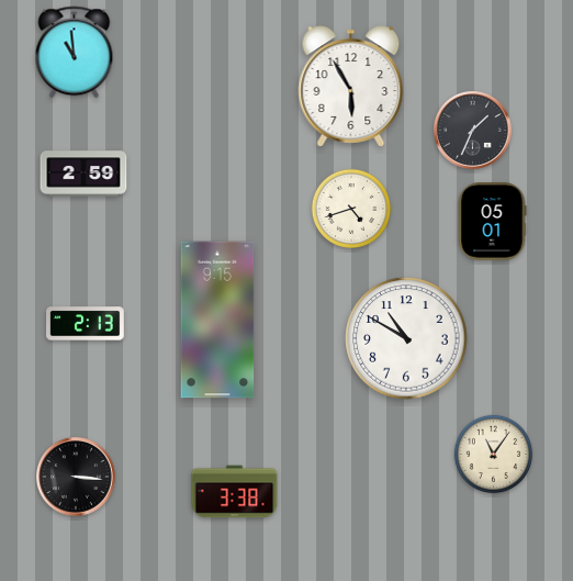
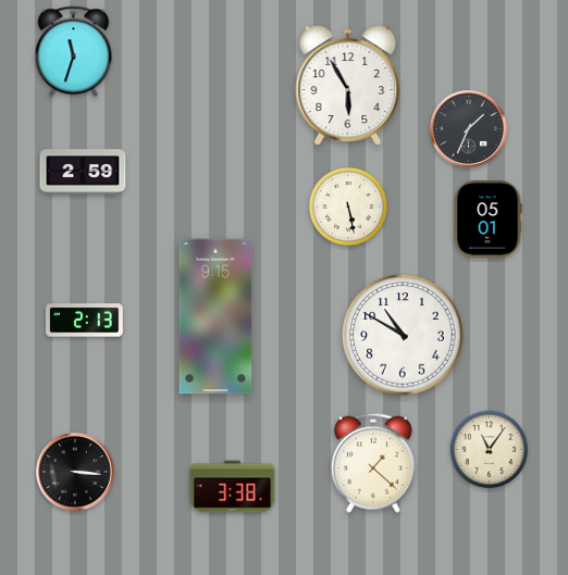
clock at (75, 53): 10:59 -> 11:33
clock at (350, 208): 4:42 -> 5:28
clock at (373, 463): none -> 1:22
